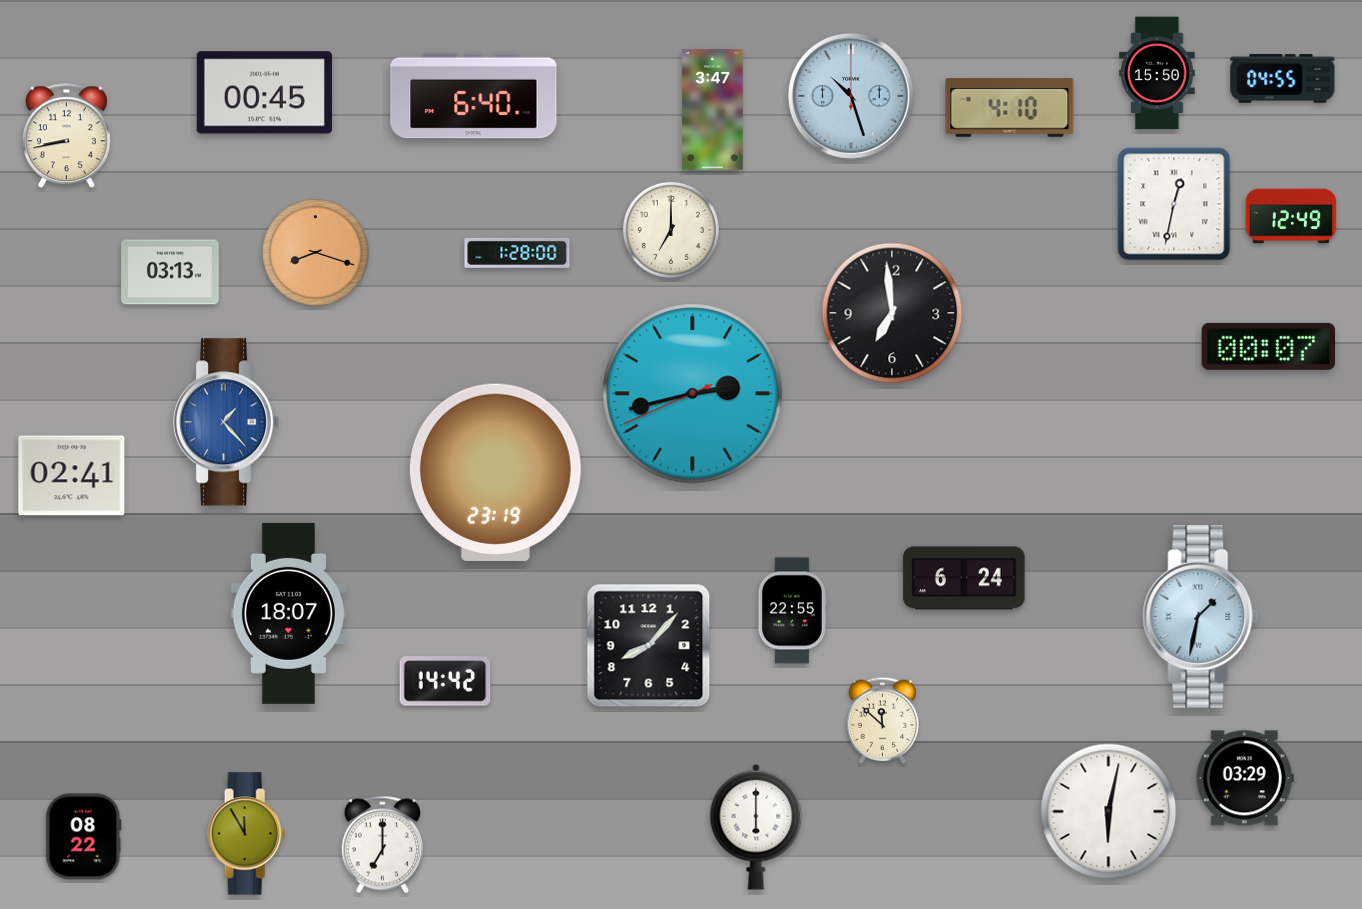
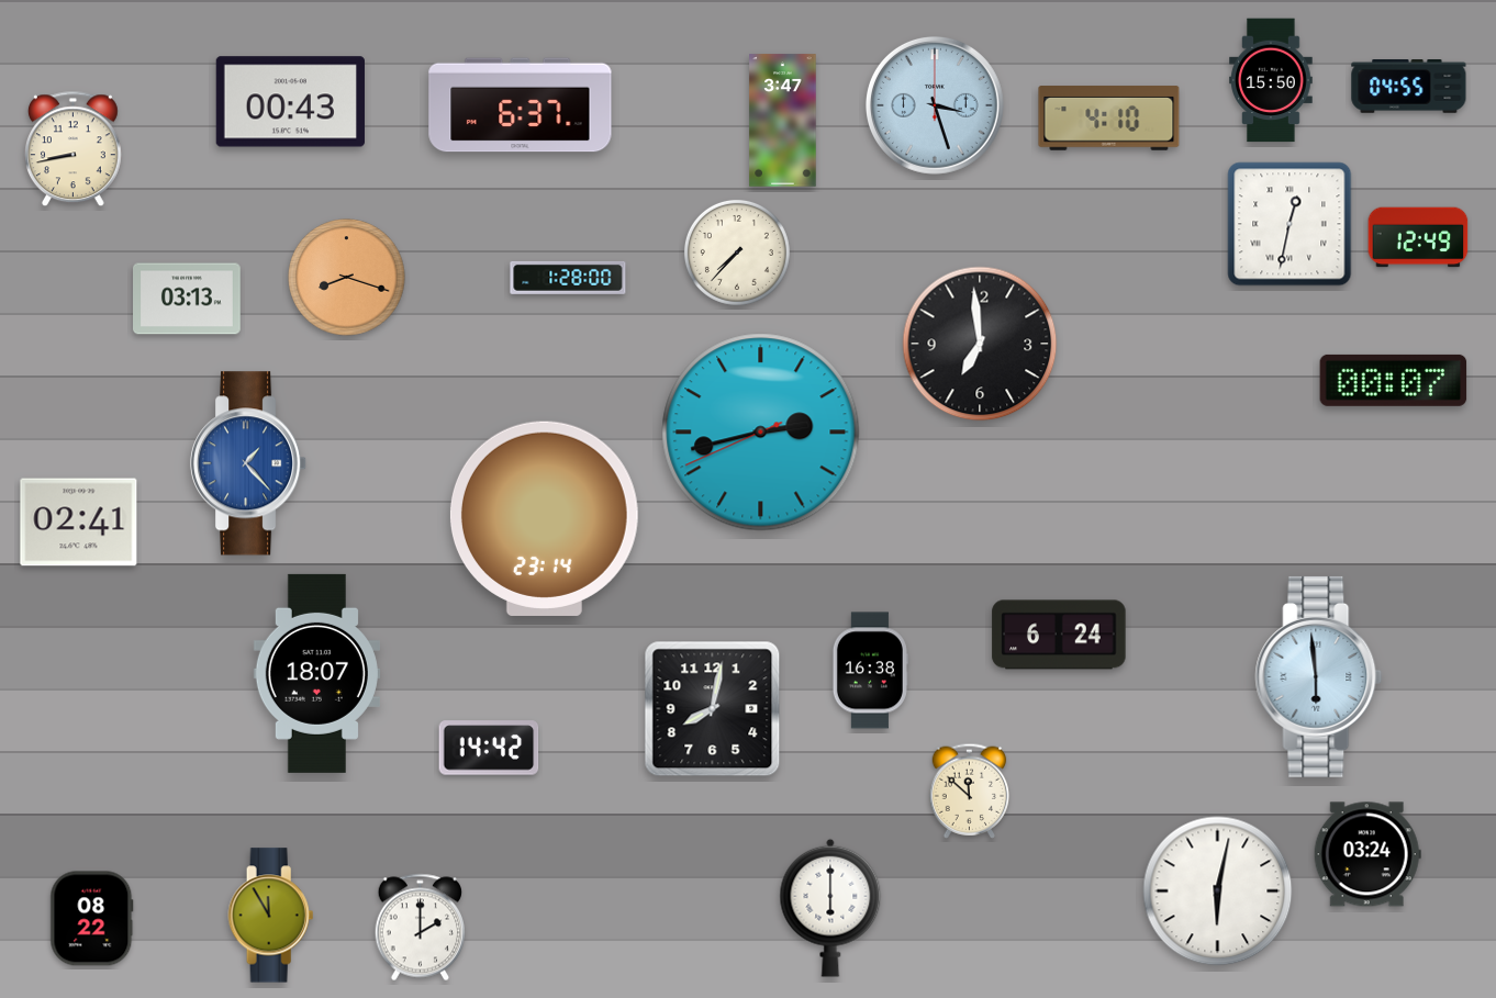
clock at (264, 93): 00:45 -> 00:43
clock at (474, 96): 6:40 -> 6:37
clock at (851, 96): 10:27 -> 3:27
clock at (671, 230): 7:00 -> 7:37
clock at (495, 472): 23:19 -> 23:14
clock at (792, 611): 22:55 -> 16:38
clock at (1201, 616): 1:32 -> 5:59
clock at (649, 646): 8:07 -> 8:02
clock at (1245, 778): 03:29 -> 03:24
clock at (382, 845): 7:00 -> 2:00
